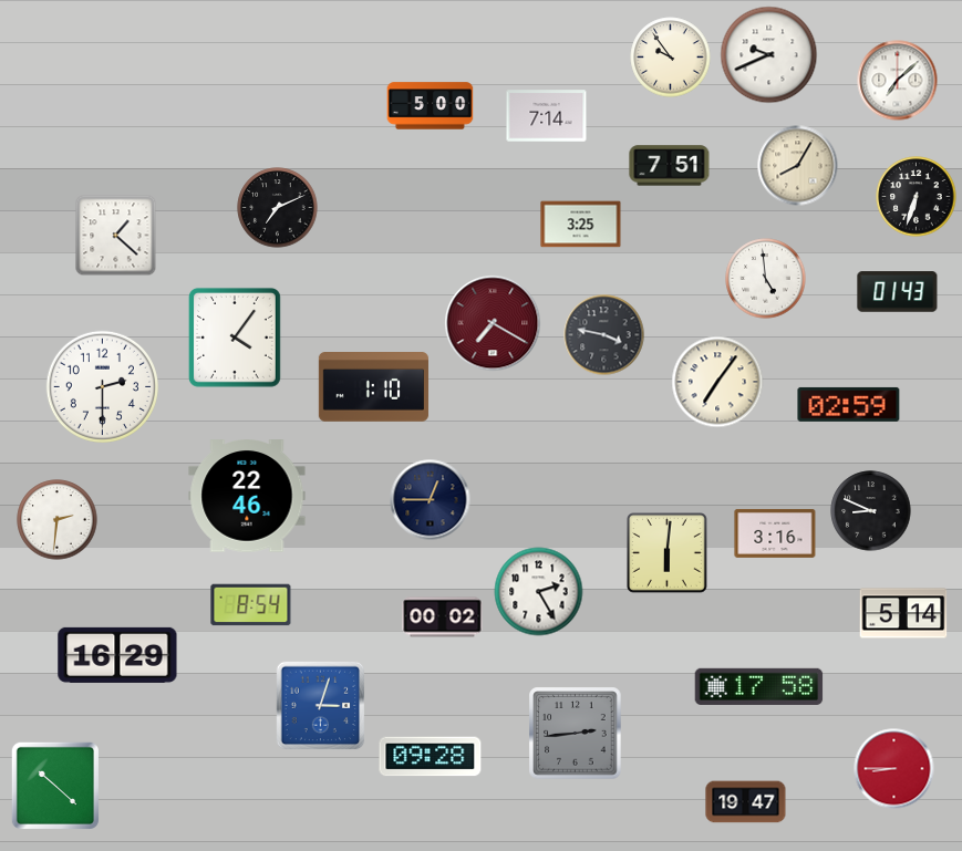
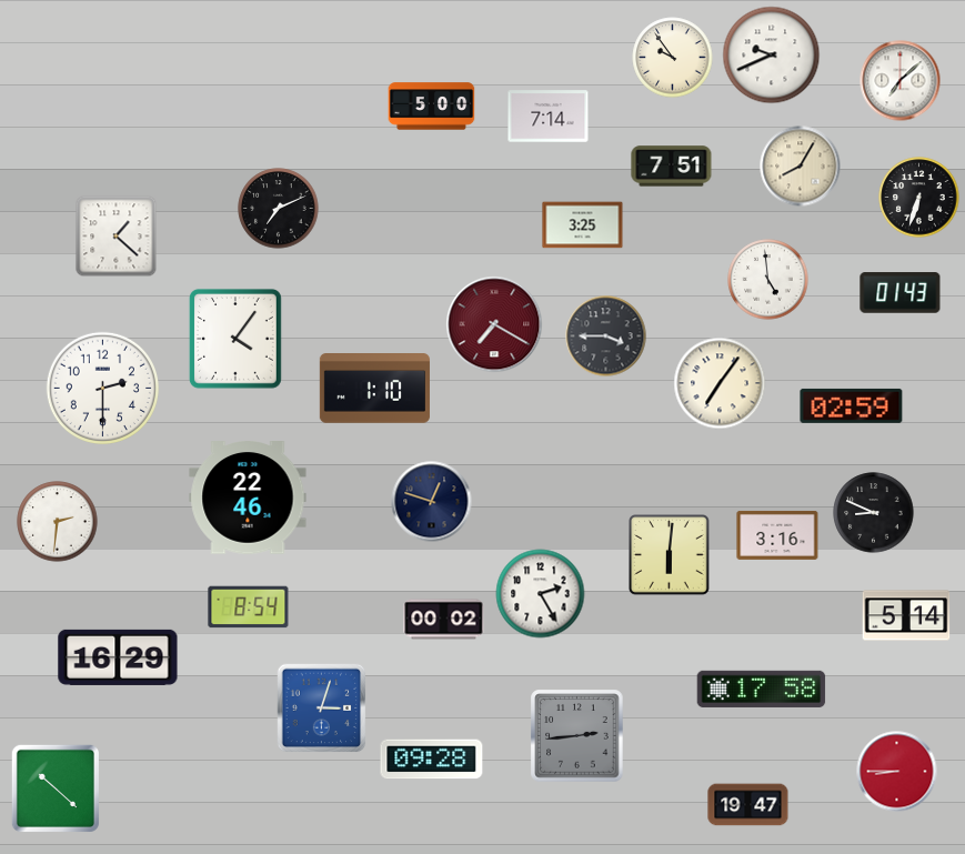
clock at (604, 335): 3:47 -> 3:45
clock at (431, 500): 12:45 -> 12:48
clock at (251, 605) position: (251, 605) -> (249, 607)
